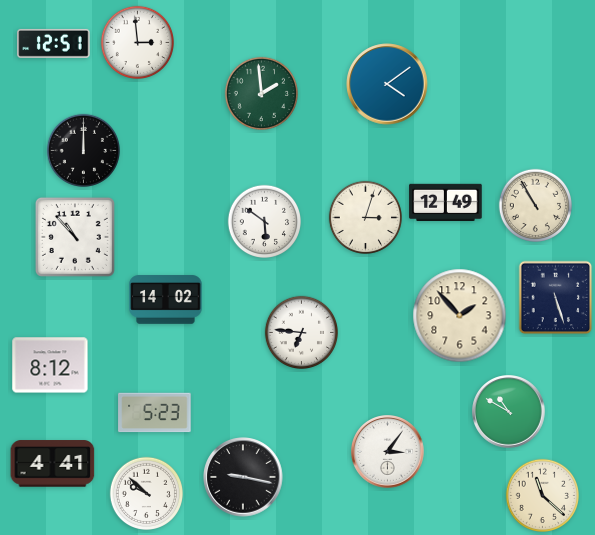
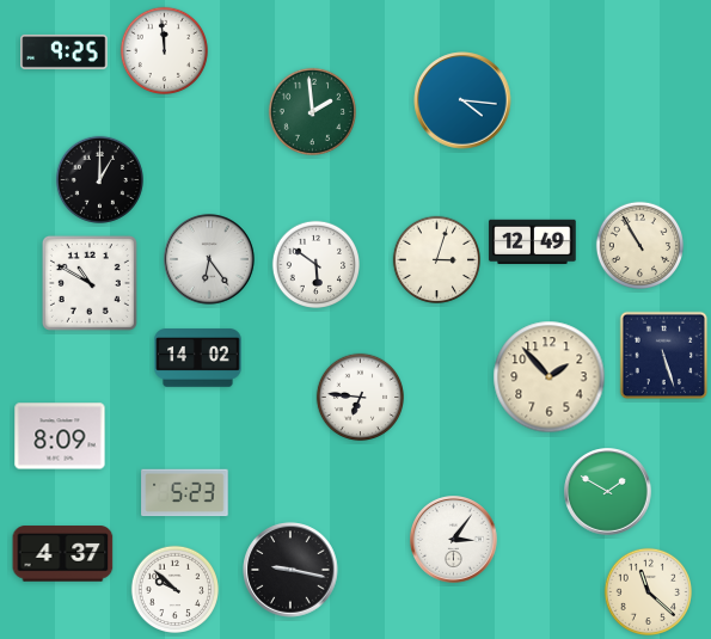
clock at (54, 43): 12:51 -> 9:25
clock at (138, 43): 2:59 -> 11:59
clock at (387, 84): 4:09 -> 4:16
clock at (84, 151): 12:00 -> 1:00
clock at (209, 259): none -> 6:24
clock at (75, 237): 10:53 -> 10:50
clock at (50, 365): 8:12 -> 8:09
clock at (509, 412): 10:50 -> 1:50
clock at (388, 452) position: (388, 452) -> (454, 540)
clock at (53, 464): 4:41 -> 4:37
